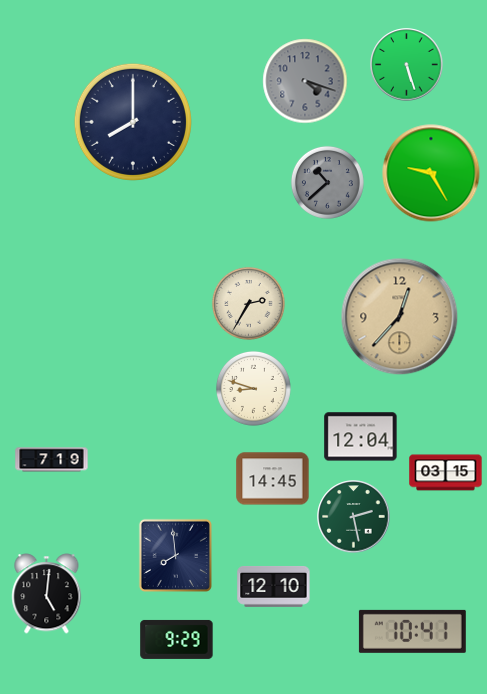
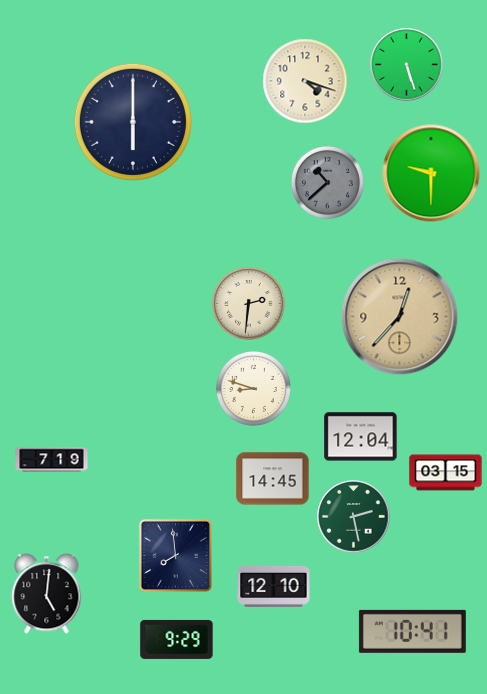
clock at (305, 81) dial: grey -> cream
clock at (133, 122): 8:00 -> 6:00
clock at (431, 173): 9:25 -> 9:30
clock at (248, 303): 2:35 -> 2:31
